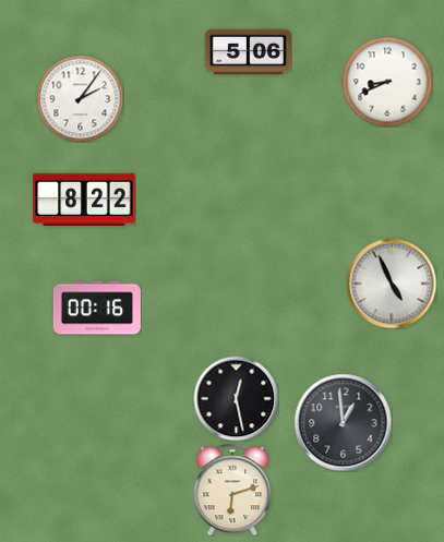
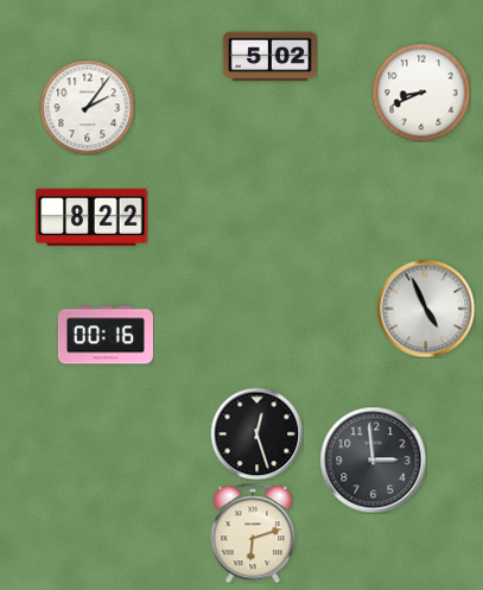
clock at (248, 52): 5:06 -> 5:02
clock at (387, 82) position: (387, 82) -> (421, 93)
clock at (236, 398): 12:28 -> 12:27
clock at (343, 422): 12:59 -> 2:59
